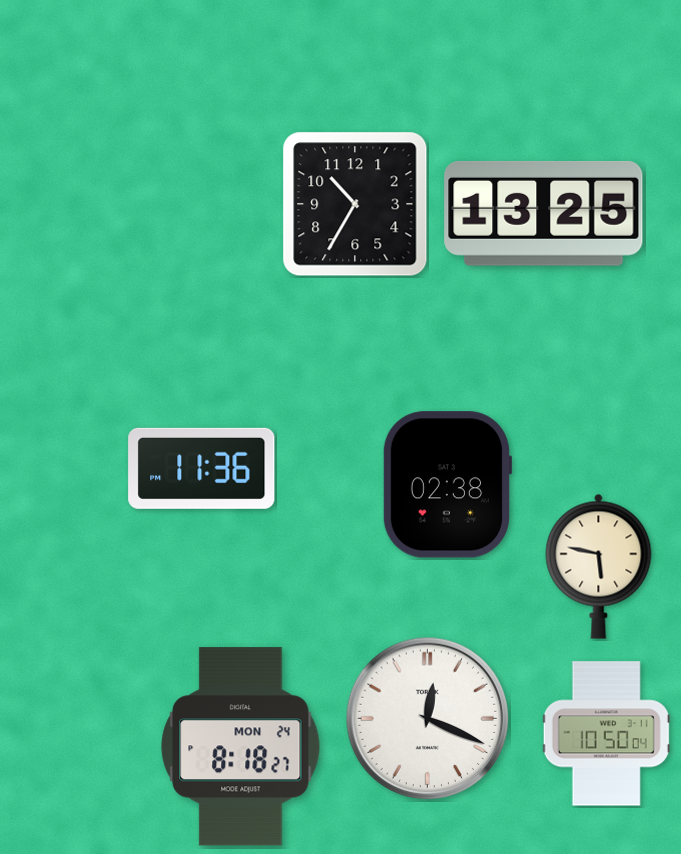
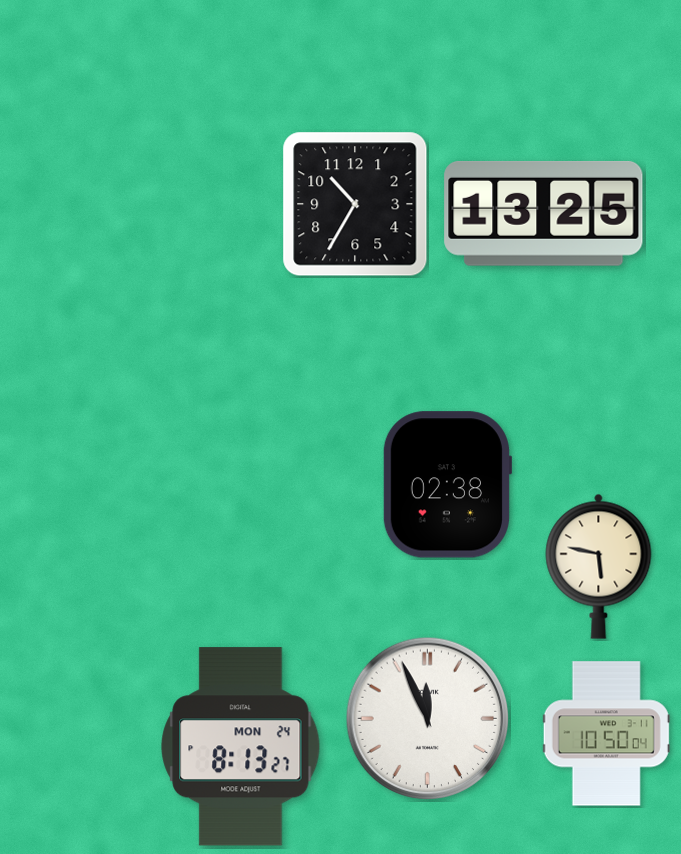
clock at (202, 468): 11:36 -> none
clock at (428, 719): 12:19 -> 11:56
clock at (241, 747): 8:18 -> 8:13
